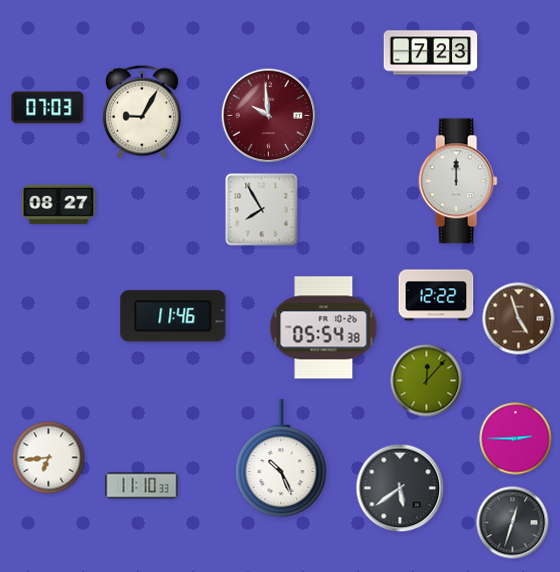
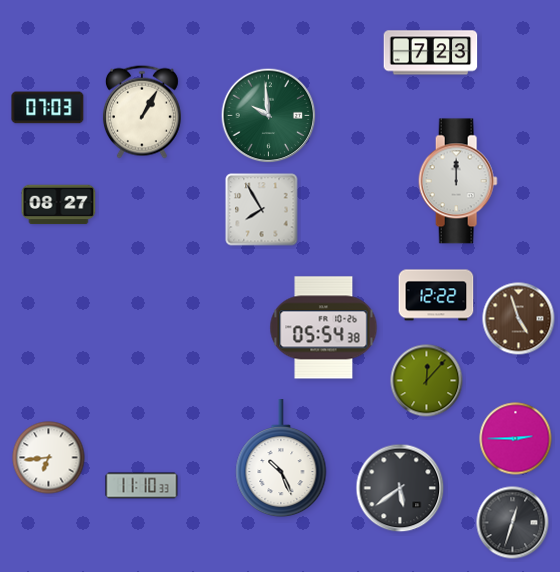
clock at (142, 112): 9:05 -> 1:05
clock at (269, 116) dial: burgundy -> green
clock at (173, 316): 11:46 -> none
